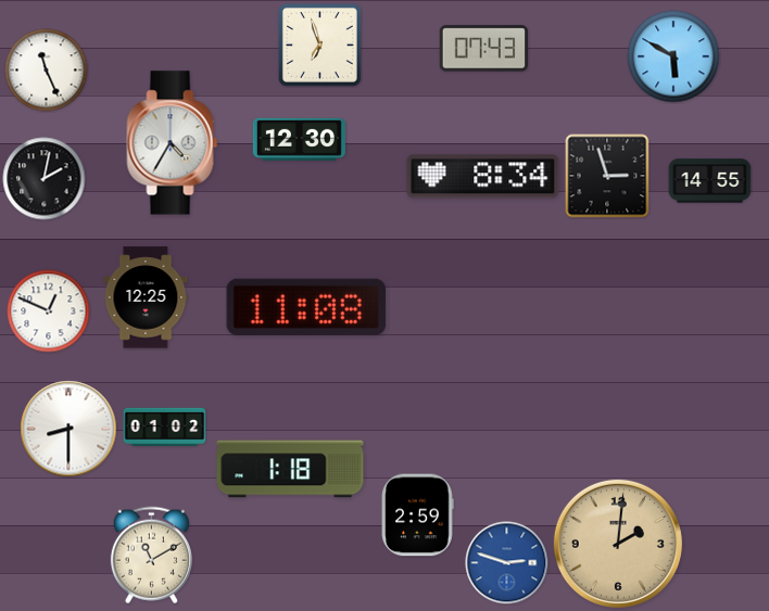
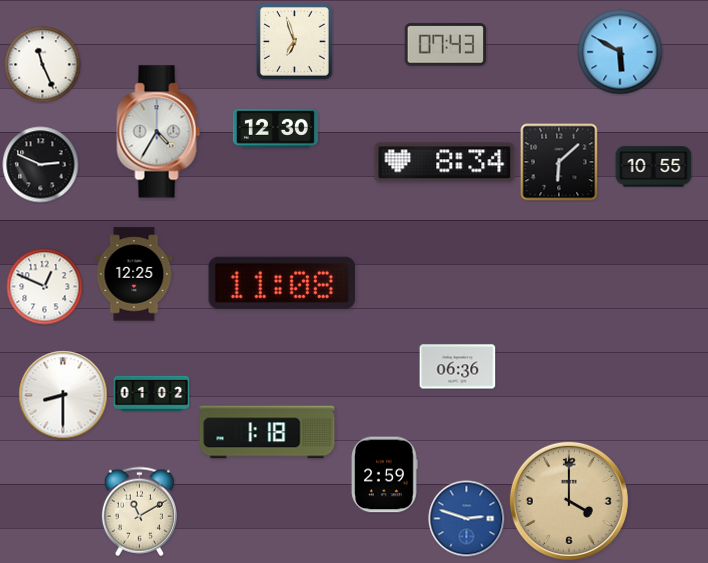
clock at (607, 176): 2:57 -> 6:08
clock at (45, 179): 2:02 -> 2:49
clock at (710, 181): 14:55 -> 10:55
clock at (458, 367): none -> 06:36
clock at (618, 544): 2:01 -> 4:00
